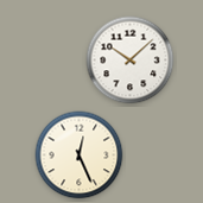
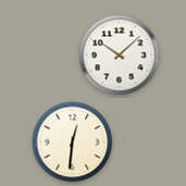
clock at (80, 156): 12:26 -> 12:31
